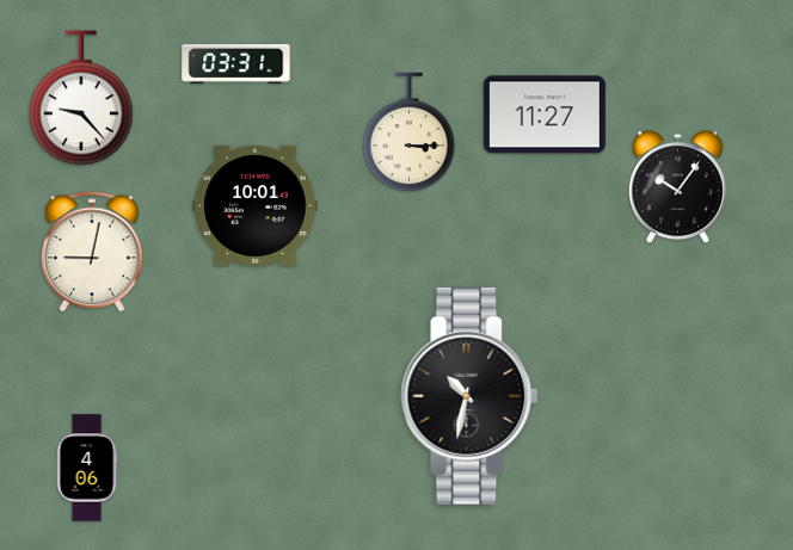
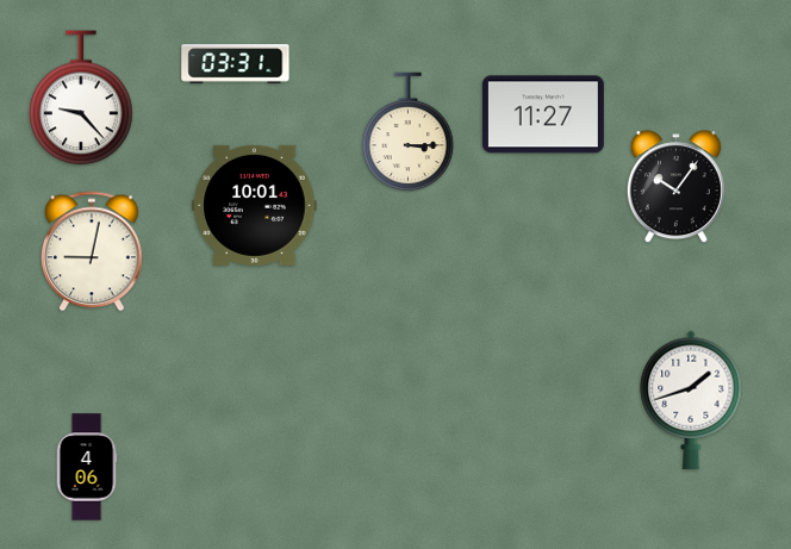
clock at (469, 396): 10:32 -> none
clock at (691, 400): none -> 1:42
